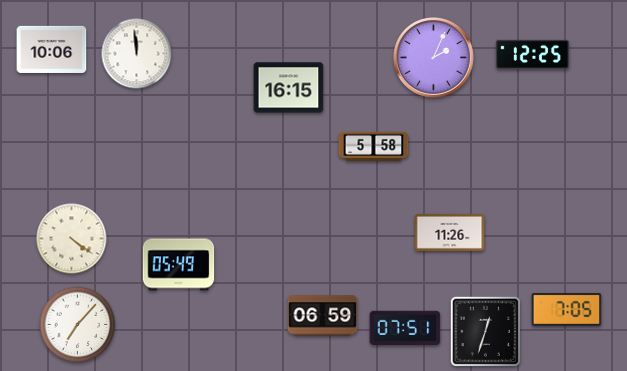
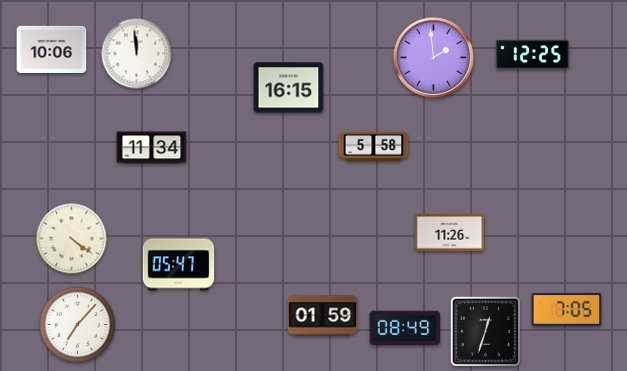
clock at (434, 58): 2:04 -> 1:59
clock at (152, 148): none -> 11:34
clock at (179, 265): 05:49 -> 05:47
clock at (323, 316): 06:59 -> 01:59
clock at (405, 327): 07:51 -> 08:49
